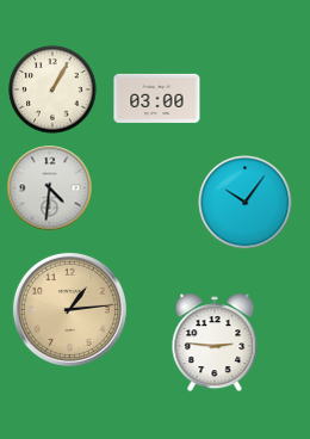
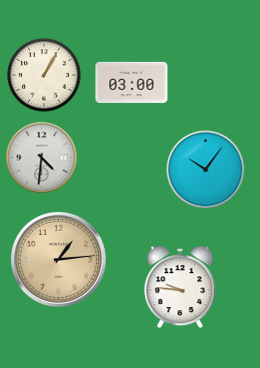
clock at (215, 342): 2:46 -> 9:46
